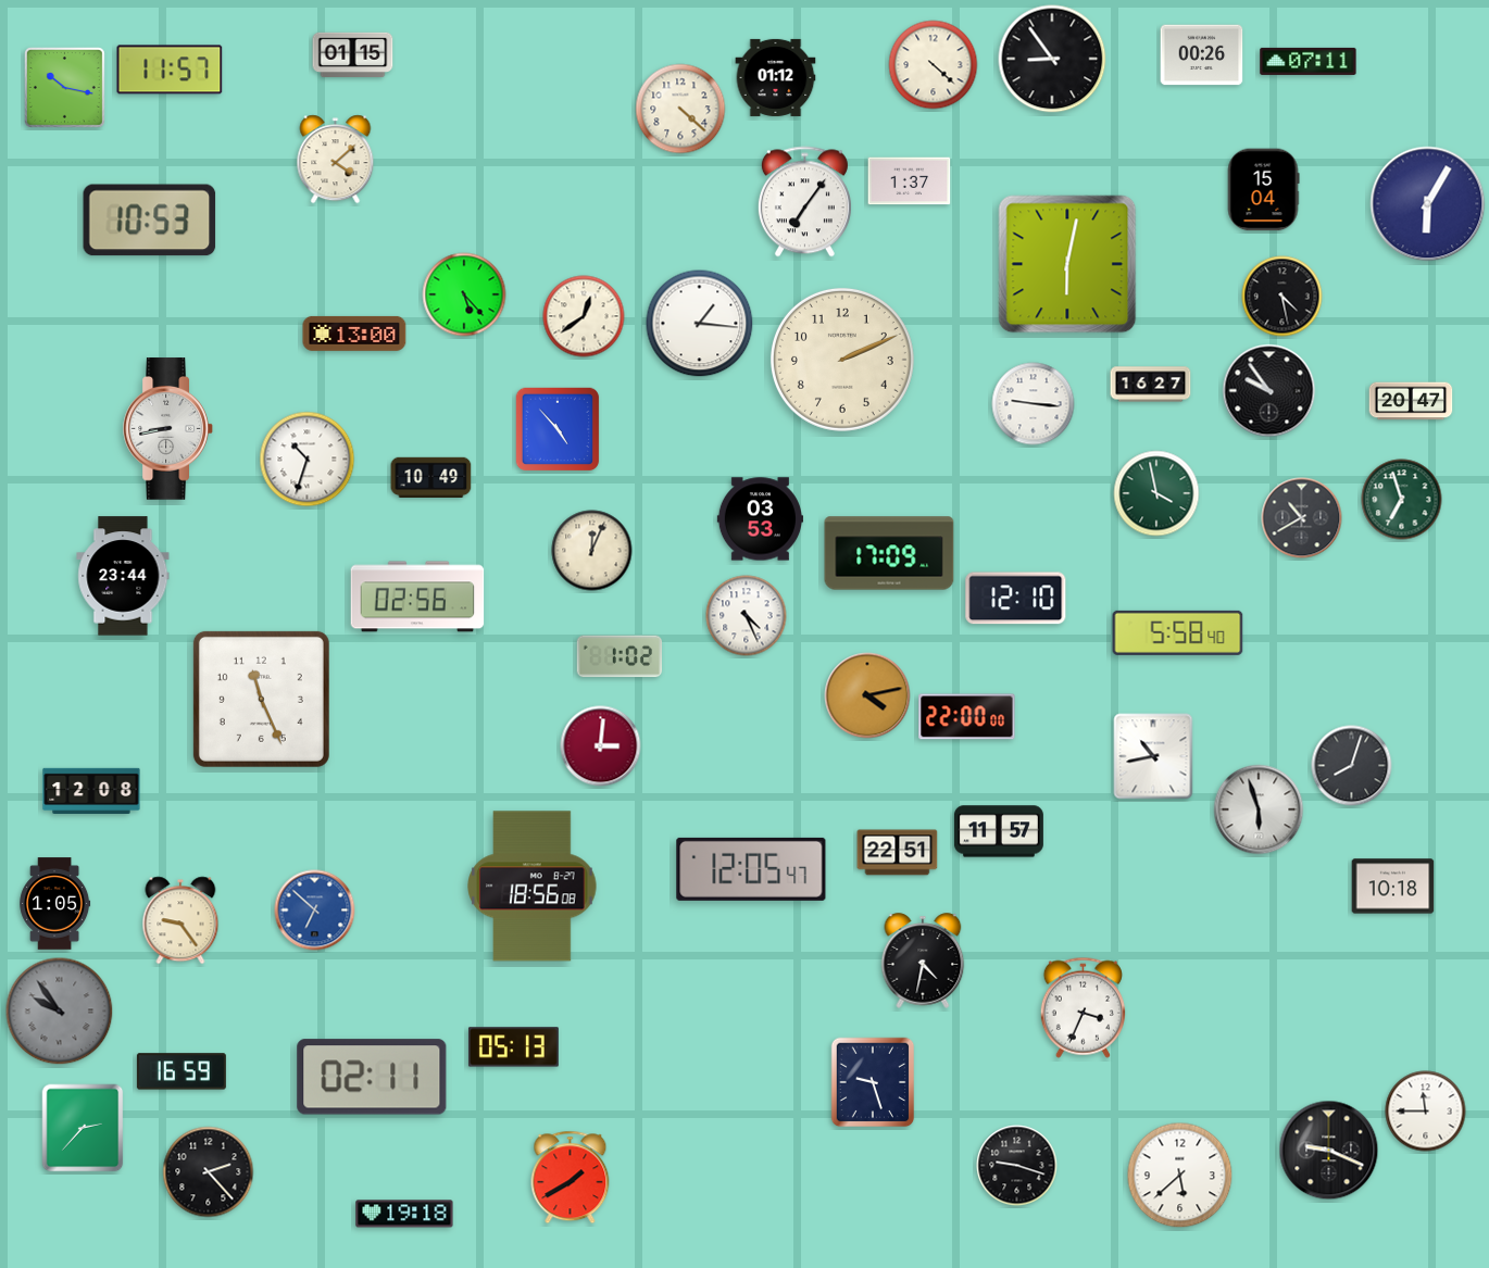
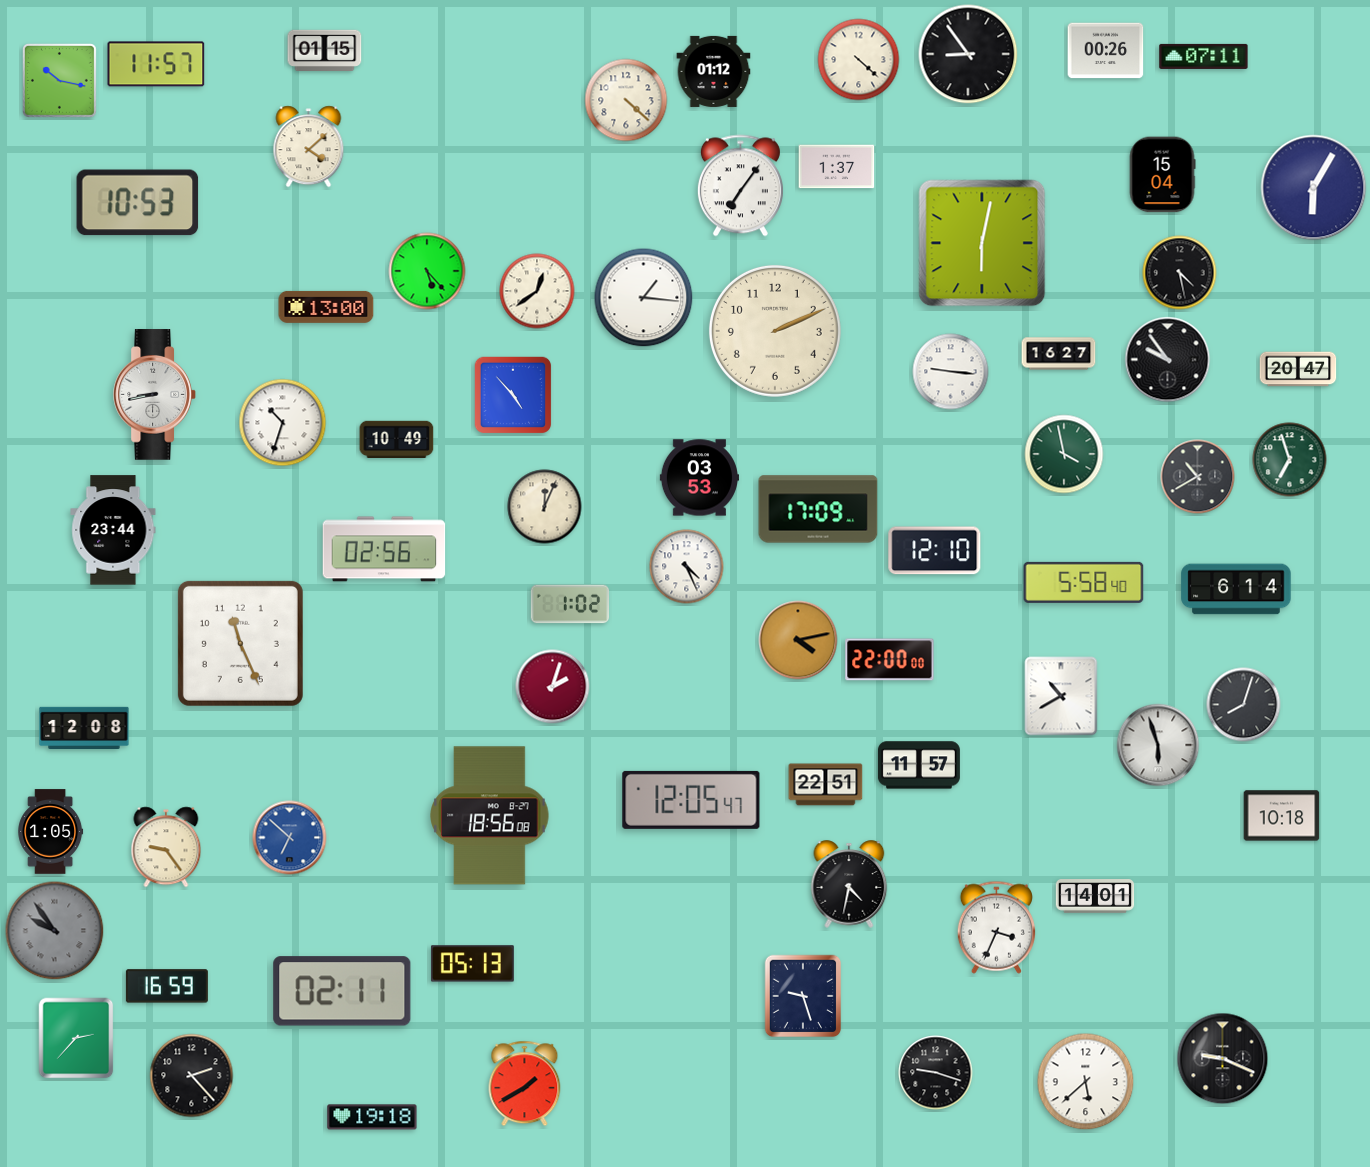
clock at (1236, 589): none -> 6:14
clock at (601, 746): 3:01 -> 2:03
clock at (1153, 756): 10:43 -> 10:40
clock at (1095, 896): none -> 14:01
clock at (1426, 1112): 11:45 -> none
clock at (209, 1172) position: (209, 1172) -> (192, 1076)
